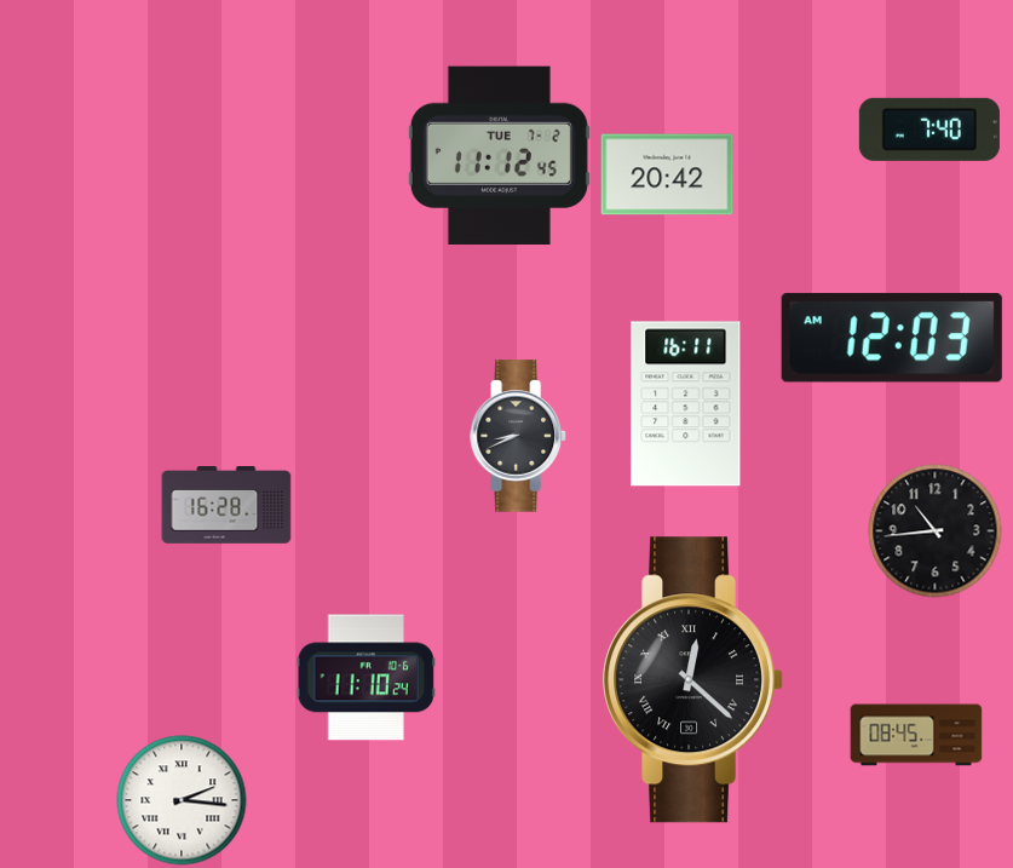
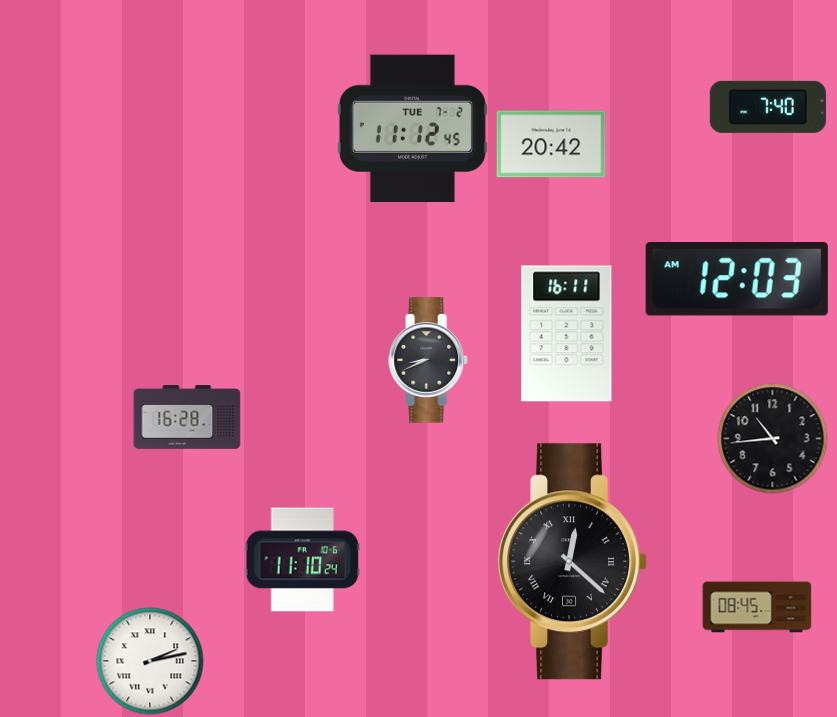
clock at (182, 800): 2:16 -> 2:13
